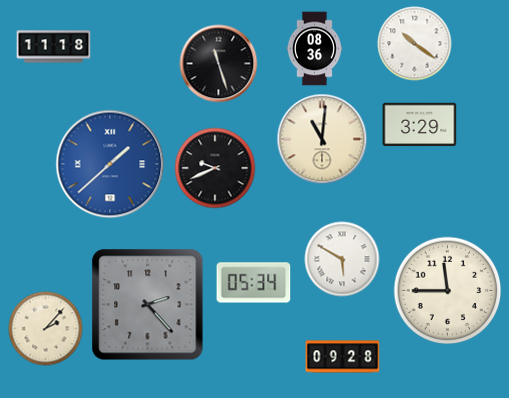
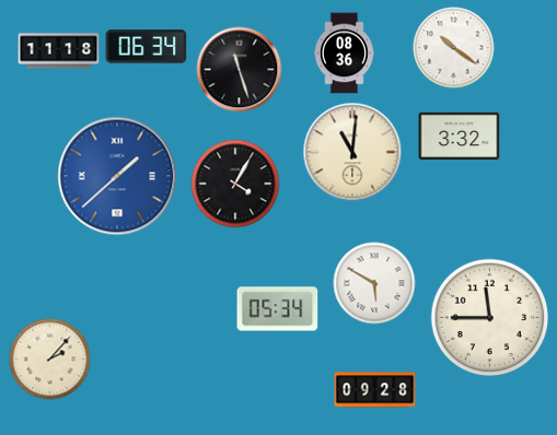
clock at (147, 47): none -> 06:34
clock at (420, 125): 3:29 -> 3:32
clock at (110, 164) position: (110, 164) -> (117, 176)
clock at (215, 168): 9:41 -> 4:05
clock at (148, 305): 2:23 -> none
